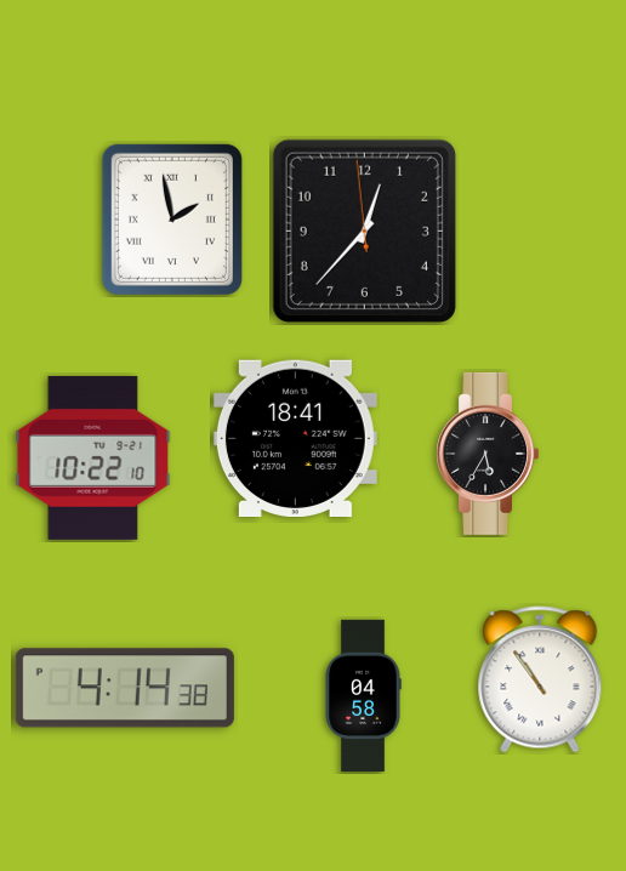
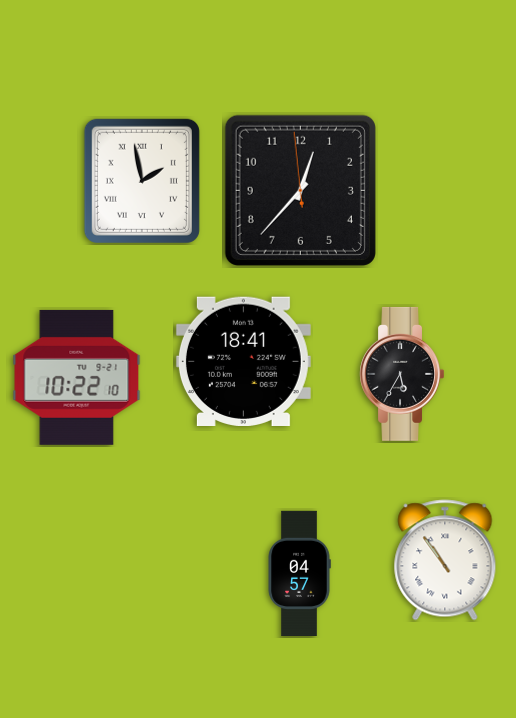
clock at (125, 688): 4:14 -> none
clock at (363, 695): 04:58 -> 04:57
